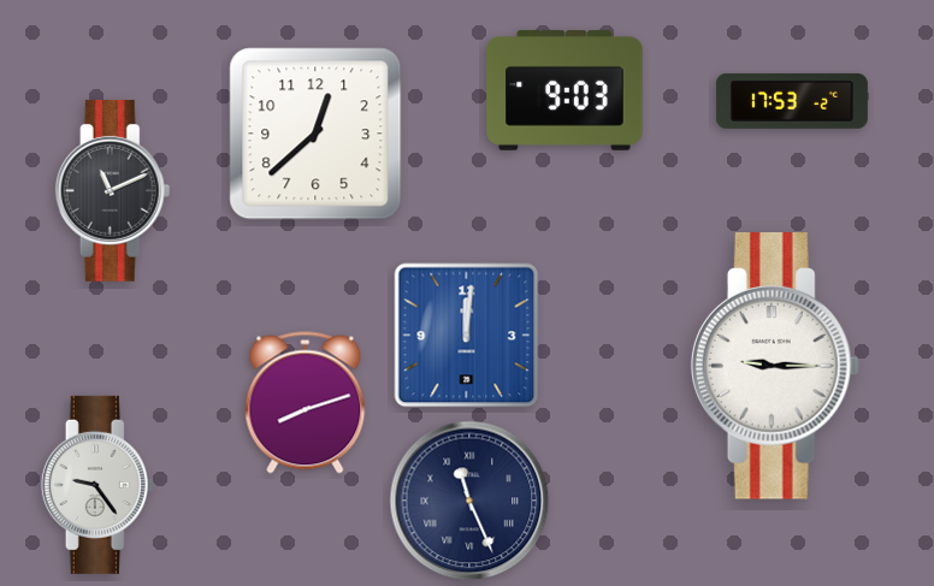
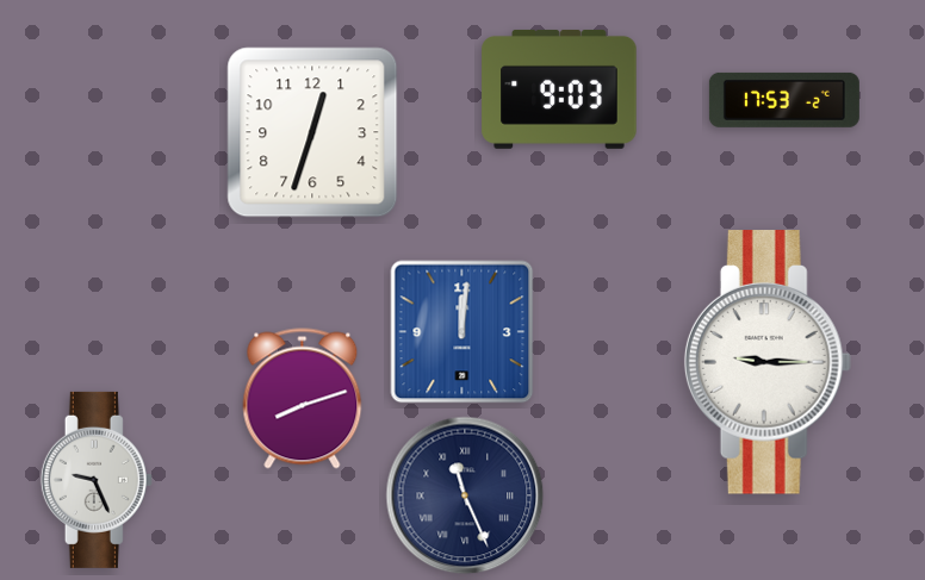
clock at (315, 134): 12:38 -> 12:33
clock at (113, 191): 11:11 -> none
clock at (97, 485): 9:24 -> 9:26
